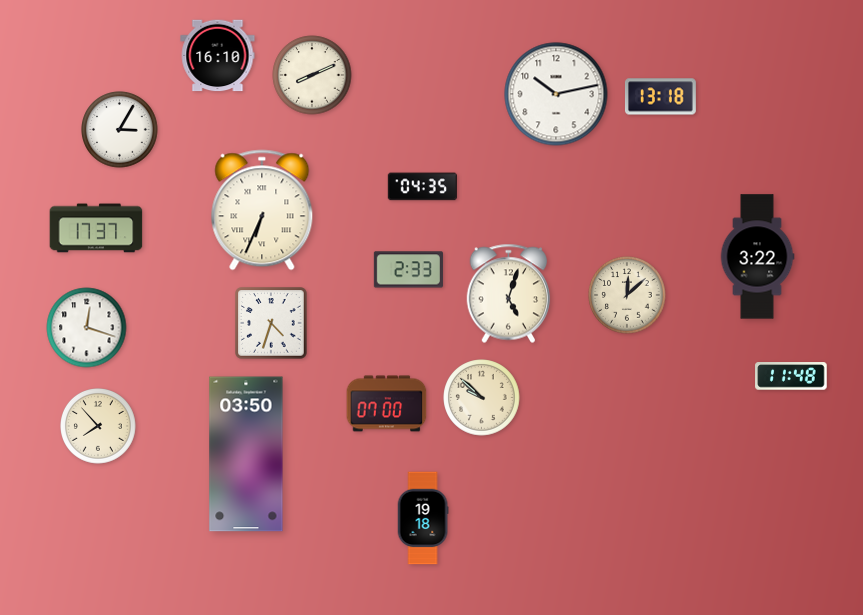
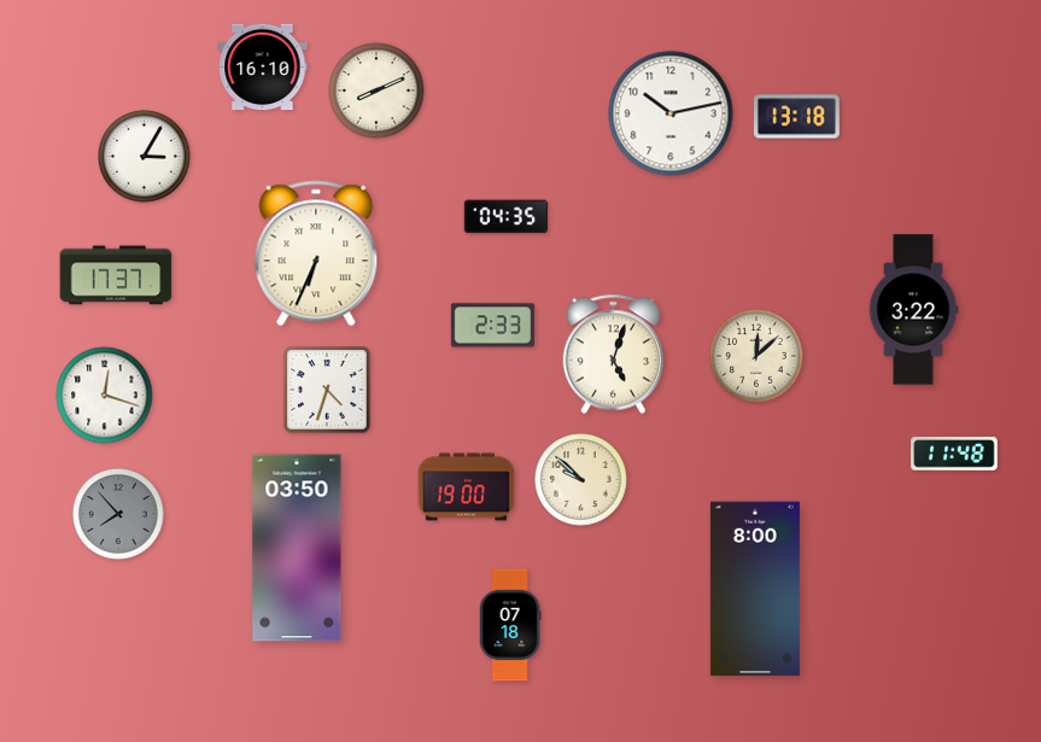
clock at (422, 187) position: (422, 187) -> (505, 217)
clock at (387, 404): 07:00 -> 19:00
clock at (99, 427) dial: cream -> grey
clock at (755, 589): none -> 8:00
clock at (423, 518): 19:18 -> 07:18
